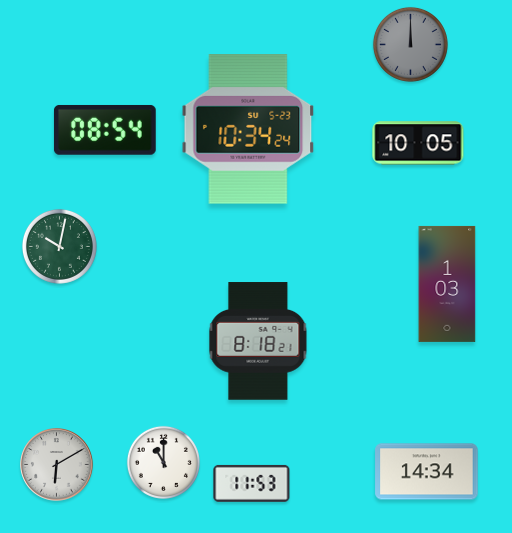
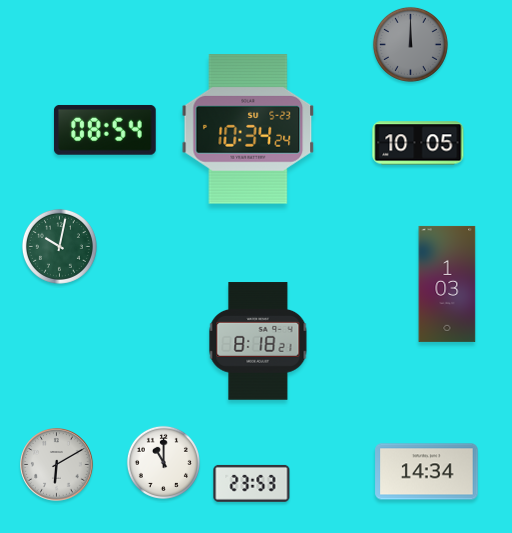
clock at (252, 483): 11:53 -> 23:53
